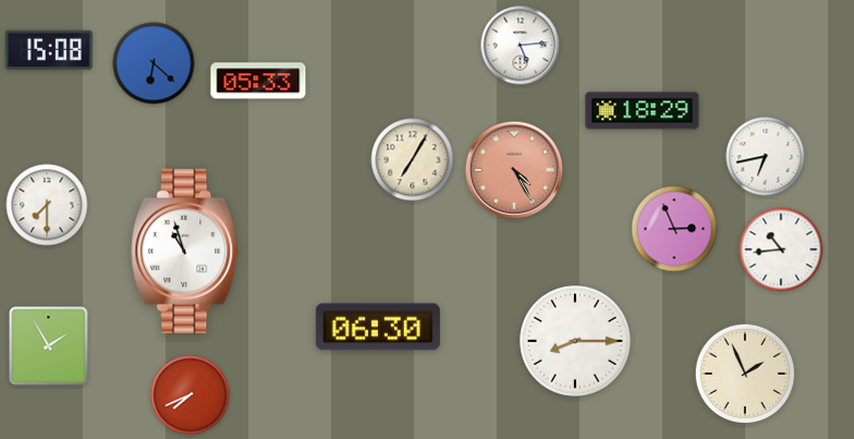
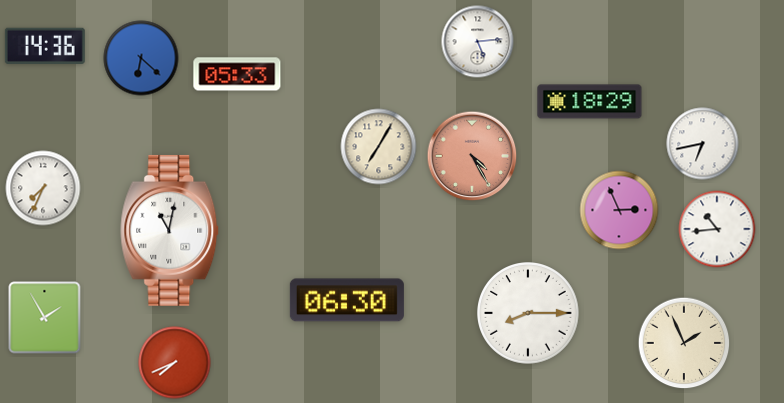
clock at (49, 50): 15:08 -> 14:36
clock at (47, 205): 7:30 -> 7:34
clock at (185, 251): 10:57 -> 11:02
